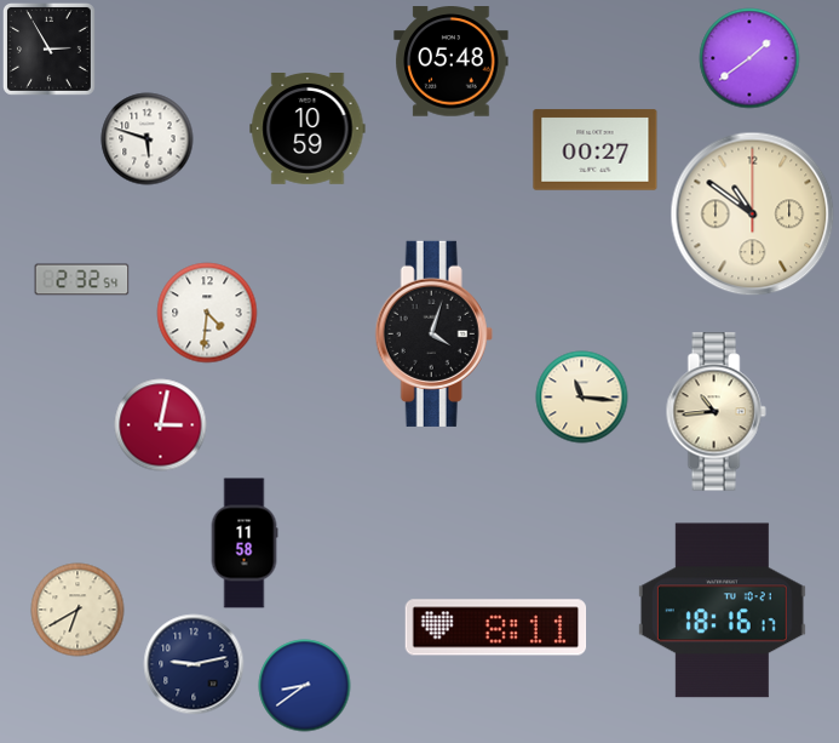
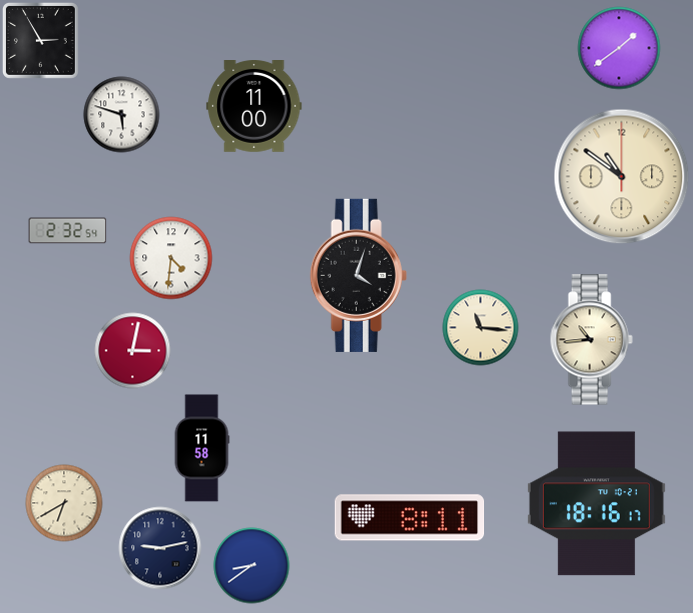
clock at (452, 62): 05:48 -> none
clock at (308, 130): 10:59 -> 11:00
clock at (596, 150): 00:27 -> none
